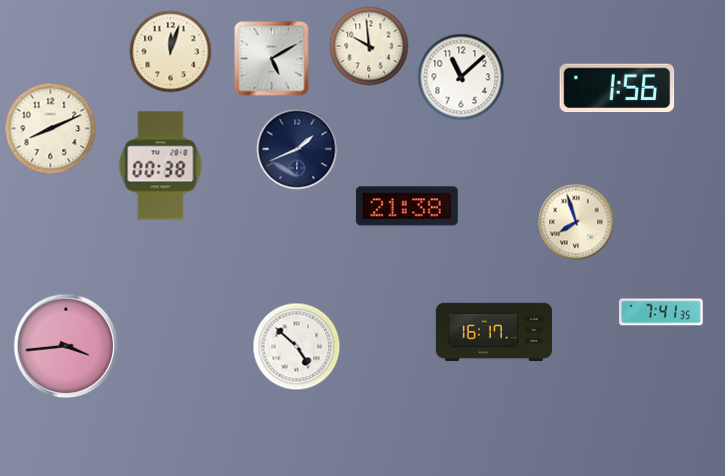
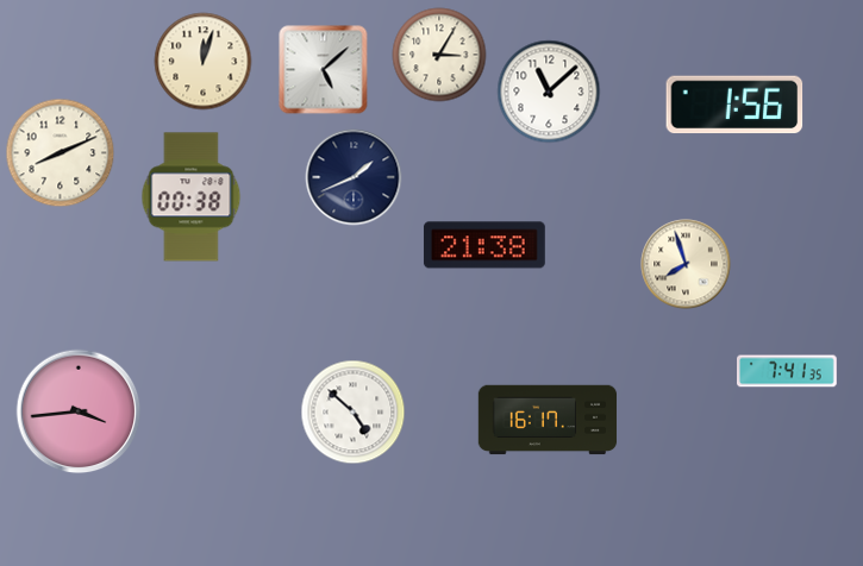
clock at (369, 46): 9:59 -> 3:05
clock at (272, 59): 5:10 -> 5:08
clock at (494, 332) position: (494, 332) -> (548, 420)
